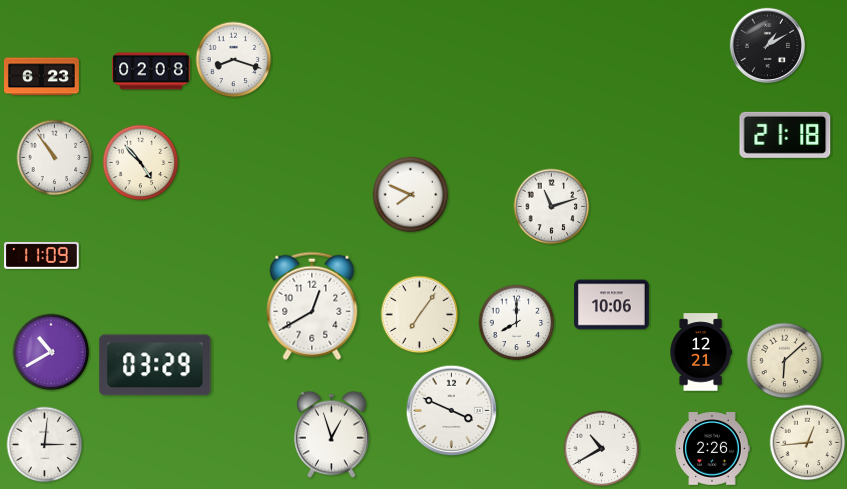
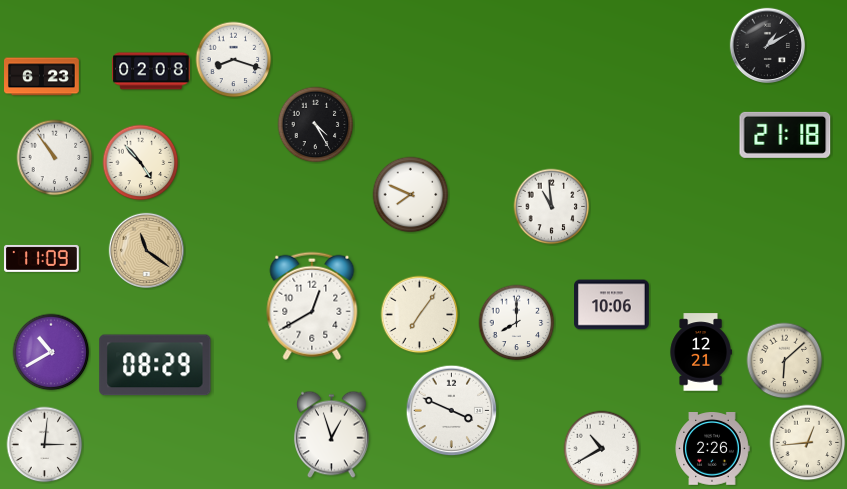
clock at (316, 125): none -> 4:25
clock at (552, 207): 11:12 -> 10:59
clock at (146, 250): none -> 11:21
clock at (42, 255) position: (42, 255) -> (42, 258)
clock at (155, 365): 03:29 -> 08:29
